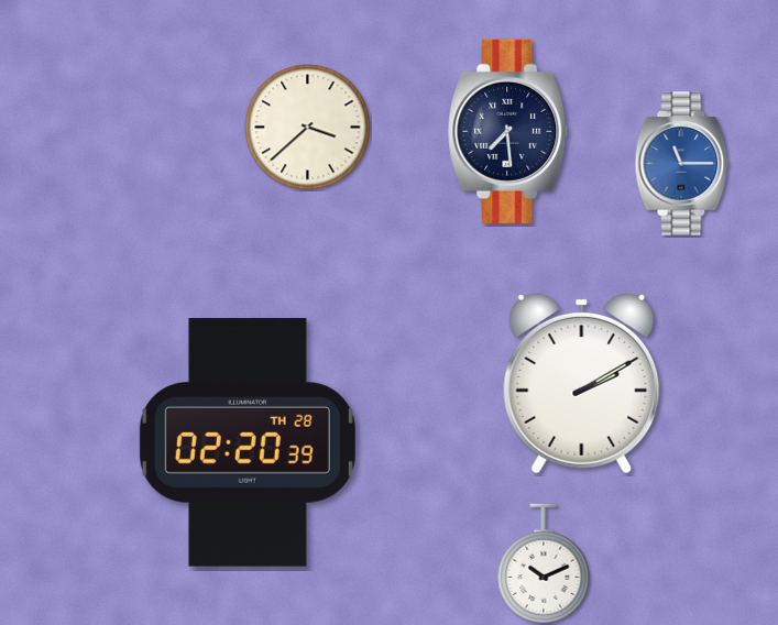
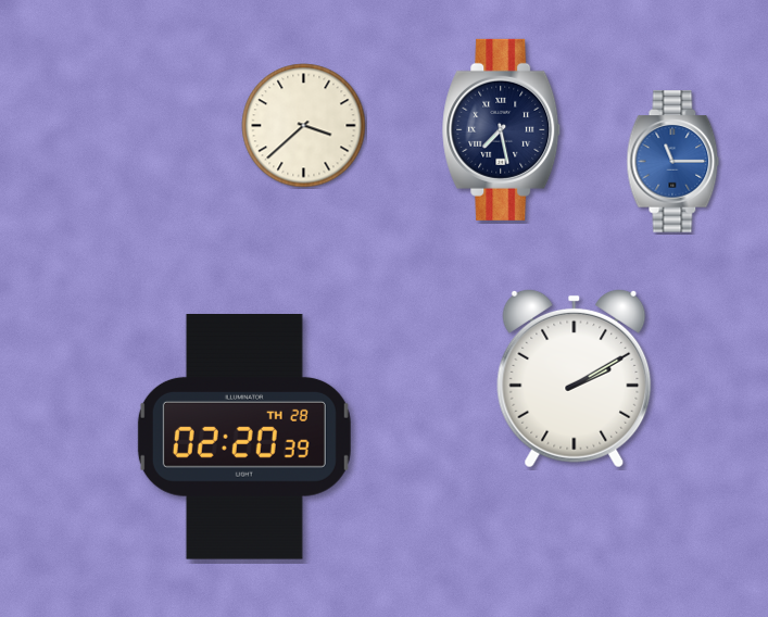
clock at (508, 131): 7:29 -> 7:28
clock at (544, 563): 10:11 -> none
